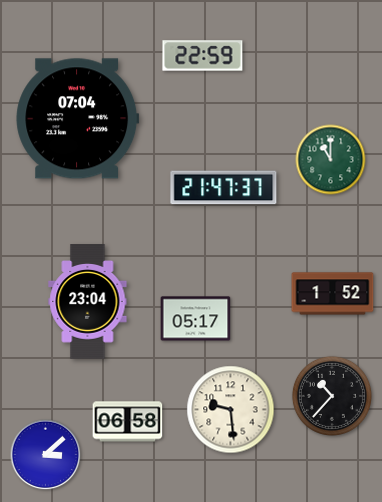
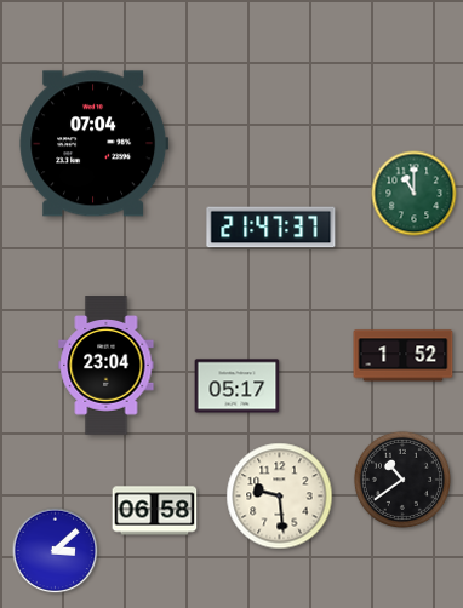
clock at (203, 56): 22:59 -> none
clock at (331, 160) position: (331, 160) -> (415, 194)
clock at (332, 396): 10:37 -> 10:39
